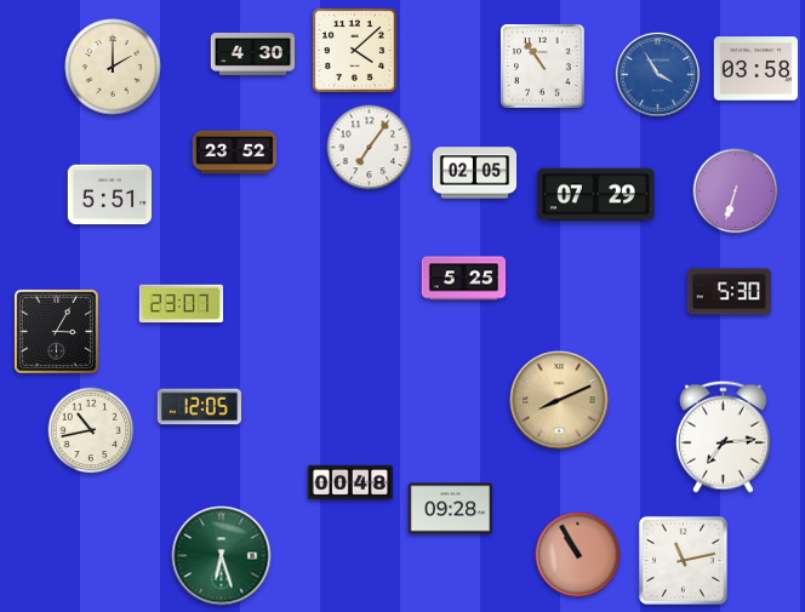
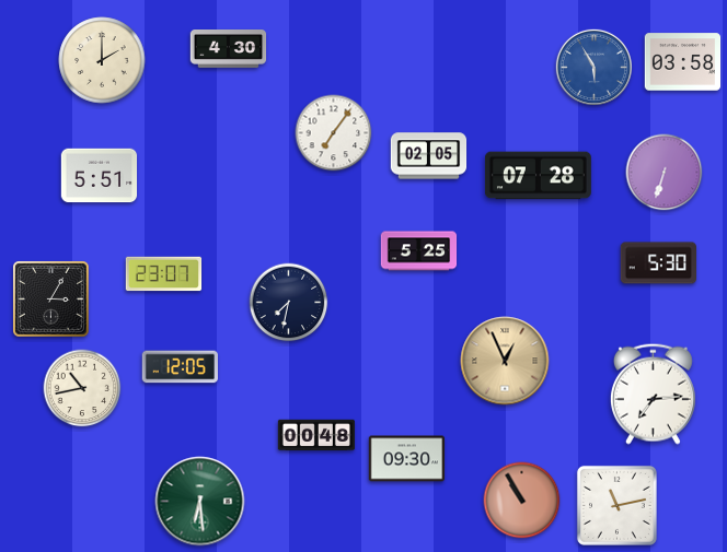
clock at (355, 51): 4:08 -> none
clock at (543, 67): 10:54 -> none
clock at (657, 74): 3:55 -> 5:55
clock at (235, 153): 23:52 -> none
clock at (595, 195): 07:29 -> 07:28
clock at (289, 303): none -> 7:32
clock at (559, 400): 8:11 -> 12:56
clock at (451, 509): 09:28 -> 09:30
clock at (222, 556): 6:27 -> 6:29
